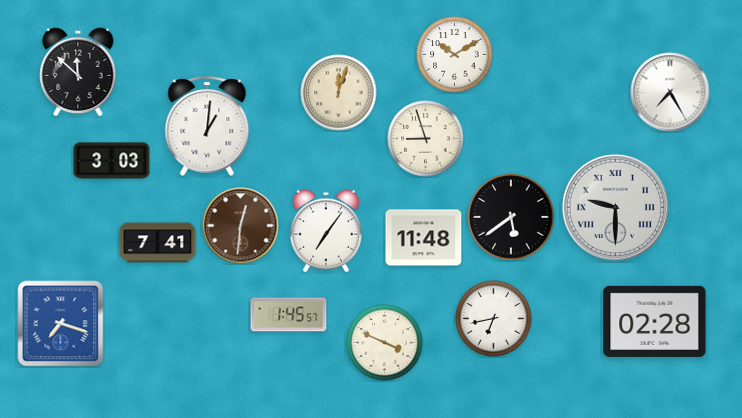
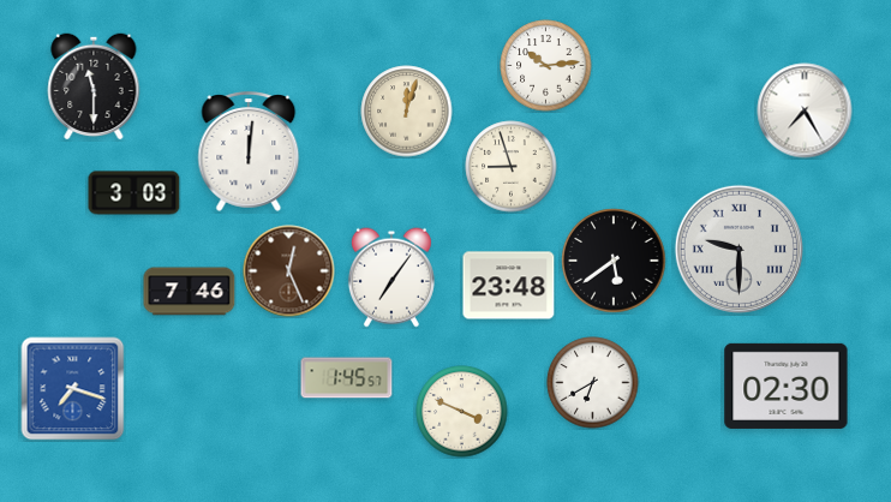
clock at (455, 55): 10:10 -> 10:14
clock at (78, 72): 11:52 -> 11:30
clock at (207, 127): 1:01 -> 12:01
clock at (241, 226): 12:31 -> 12:26
clock at (424, 238): 11:48 -> 23:48
clock at (158, 243): 7:41 -> 7:46
clock at (494, 319): 6:43 -> 6:40
clock at (655, 321): 02:28 -> 02:30
